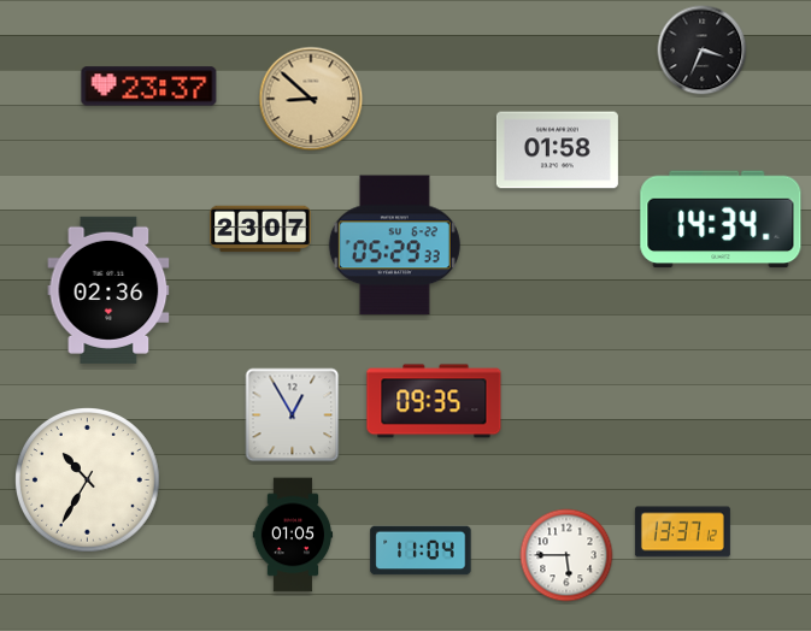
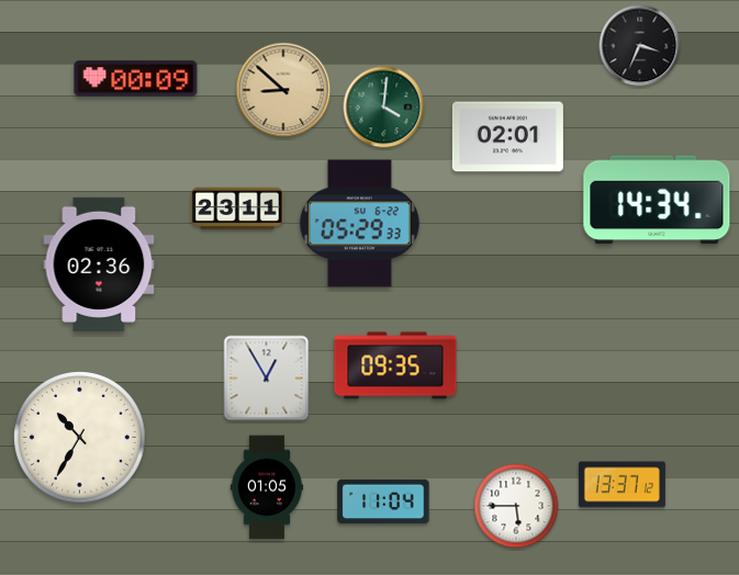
clock at (149, 87): 23:37 -> 00:09
clock at (384, 108): none -> 4:01
clock at (557, 151): 01:58 -> 02:01
clock at (260, 229): 23:07 -> 23:11
